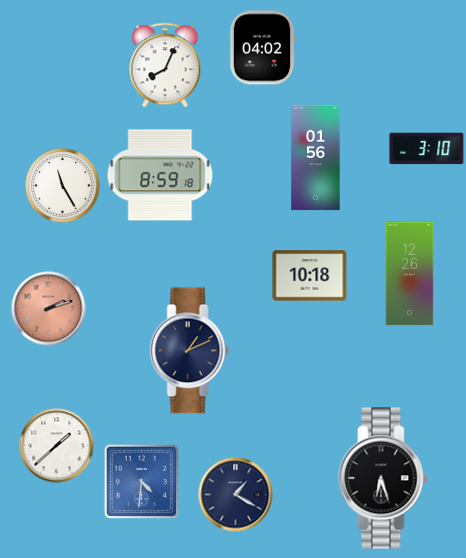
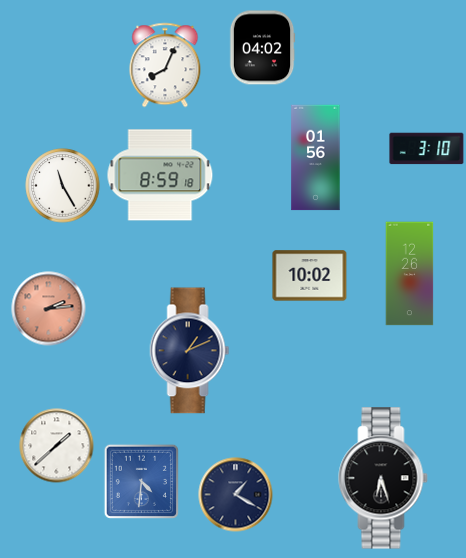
clock at (310, 276): 10:18 -> 10:02
clock at (49, 309): 2:12 -> 2:14
